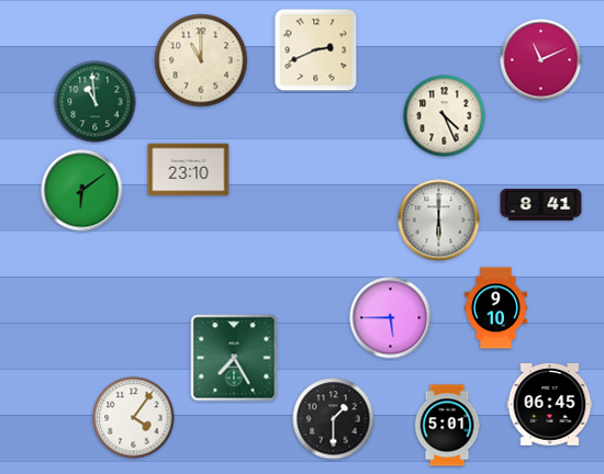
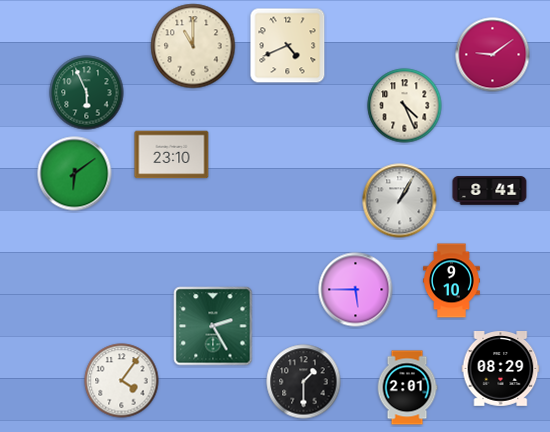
clock at (316, 50): 2:41 -> 4:41
clock at (201, 60) position: (201, 60) -> (193, 46)
clock at (541, 60): 11:11 -> 9:09
clock at (96, 102): 10:59 -> 5:56
clock at (541, 205) position: (541, 205) -> (490, 191)
clock at (439, 221): 6:00 -> 1:05
clock at (234, 358): 7:25 -> 2:25
clock at (550, 405): 06:45 -> 08:29
clock at (447, 426): 5:01 -> 2:01
